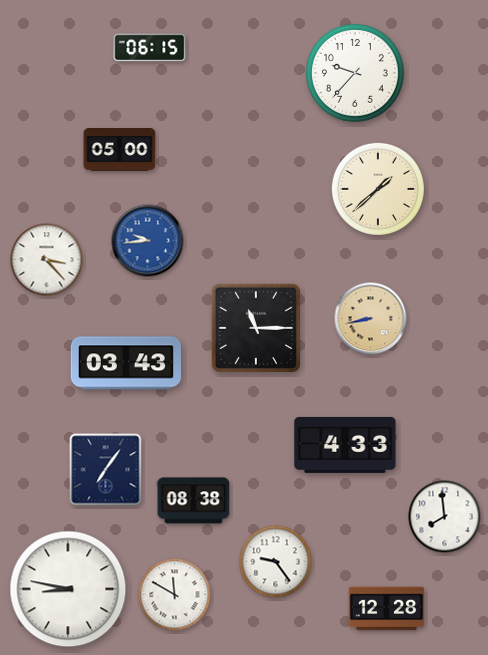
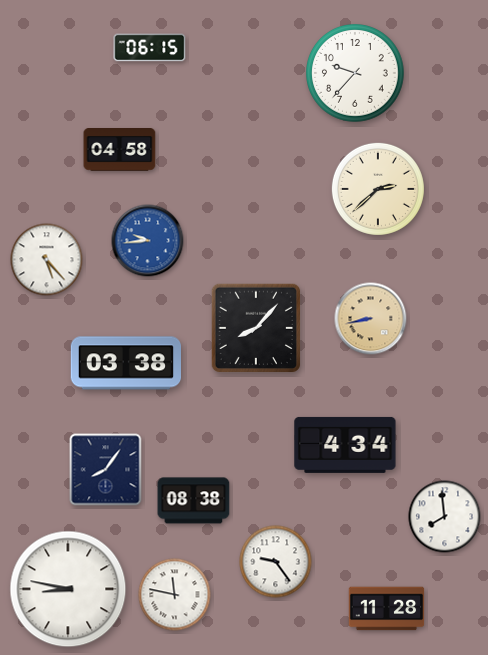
clock at (120, 150): 05:00 -> 04:58
clock at (378, 189): 1:38 -> 2:38
clock at (47, 260): 3:23 -> 5:23
clock at (255, 327): 11:15 -> 8:07
clock at (125, 363): 03:43 -> 03:38
clock at (345, 445): 4:33 -> 4:34
clock at (106, 470): 7:06 -> 8:06
clock at (175, 595): 11:50 -> 11:47
clock at (387, 609): 12:28 -> 11:28
